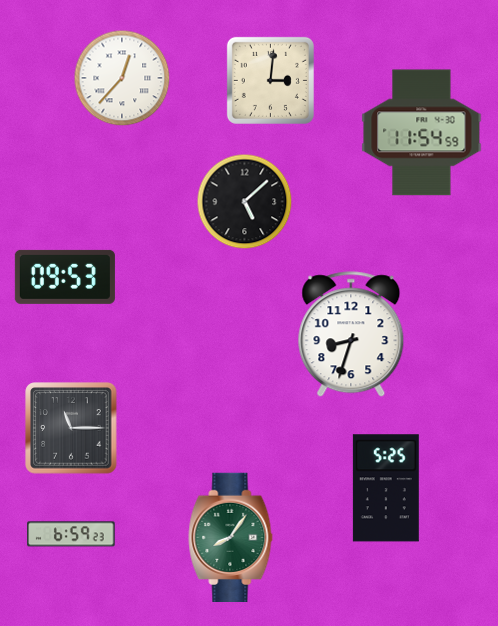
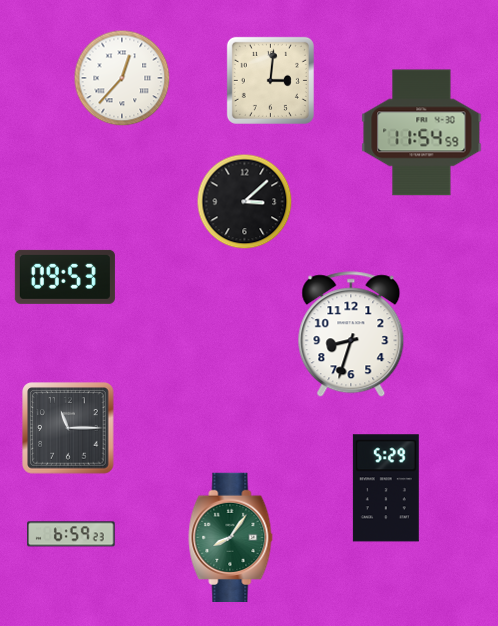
clock at (245, 202): 5:08 -> 3:08
clock at (71, 428) position: (71, 428) -> (68, 428)
clock at (386, 488): 5:25 -> 5:29
